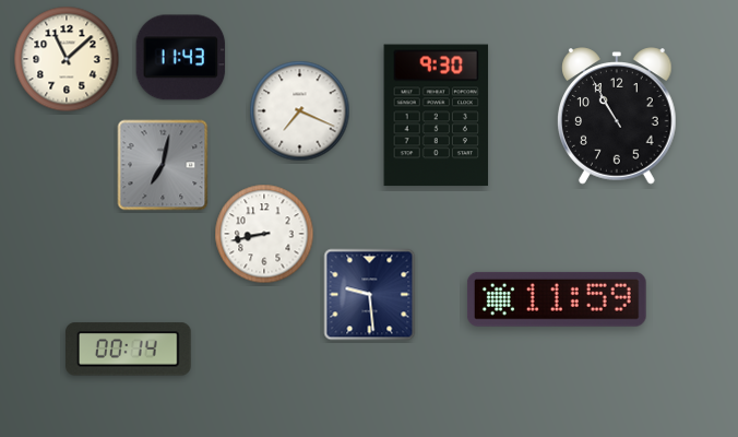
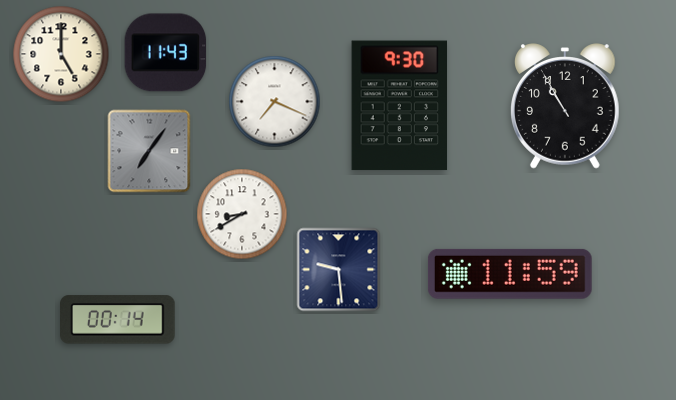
clock at (67, 59): 11:08 -> 5:00
clock at (163, 165): 7:02 -> 7:06
clock at (264, 234): 8:43 -> 8:40
